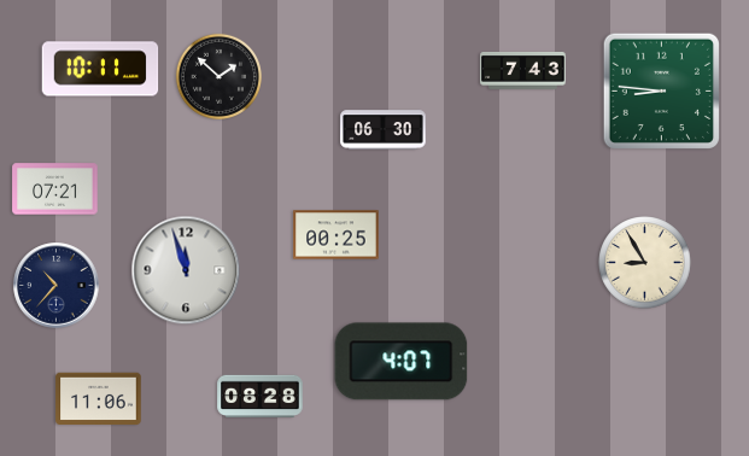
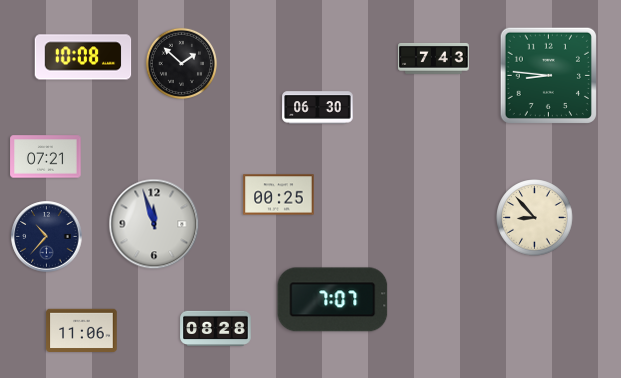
clock at (100, 69): 10:11 -> 10:08
clock at (645, 263): 8:55 -> 8:53
clock at (402, 362): 4:07 -> 7:07
